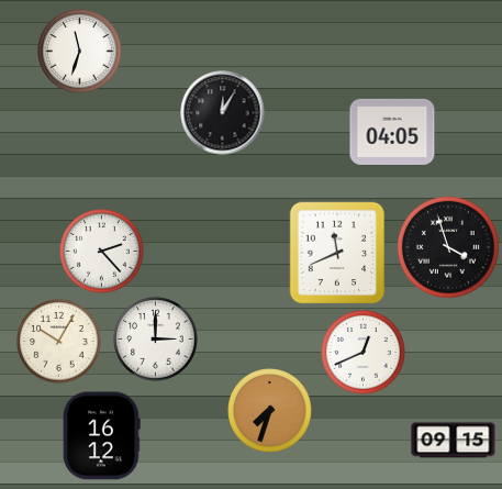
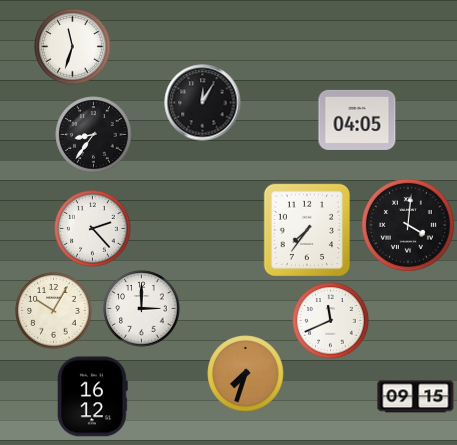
clock at (94, 135): none -> 8:36
clock at (448, 247): 3:57 -> 4:01
clock at (336, 253): 11:41 -> 7:36
clock at (364, 353): 12:41 -> 11:41
clock at (454, 441) position: (454, 441) -> (416, 397)
